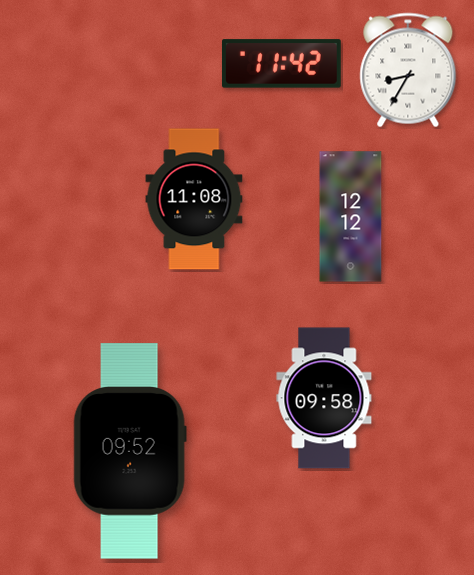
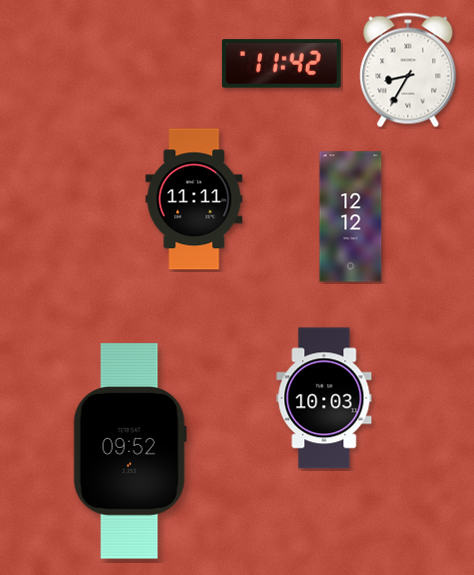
clock at (194, 199): 11:08 -> 11:11
clock at (324, 398): 09:58 -> 10:03
